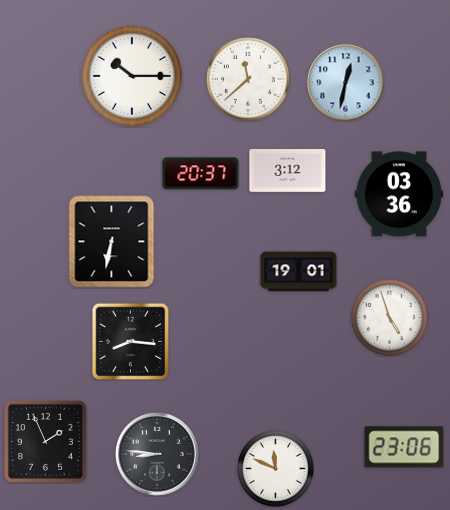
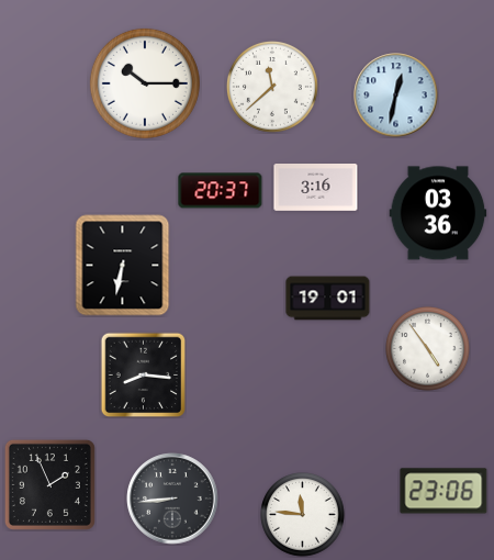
clock at (346, 83) position: (346, 83) -> (396, 96)
clock at (288, 171): 3:12 -> 3:16
clock at (390, 318): 4:57 -> 4:54
clock at (157, 454): 8:46 -> 8:44
clock at (276, 469): 11:49 -> 11:46
